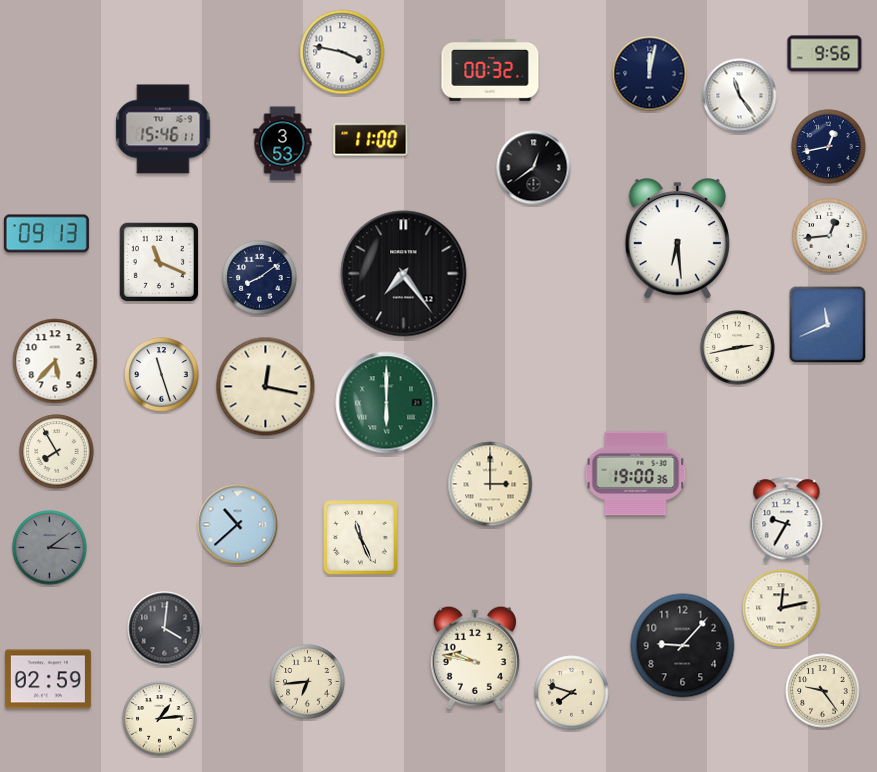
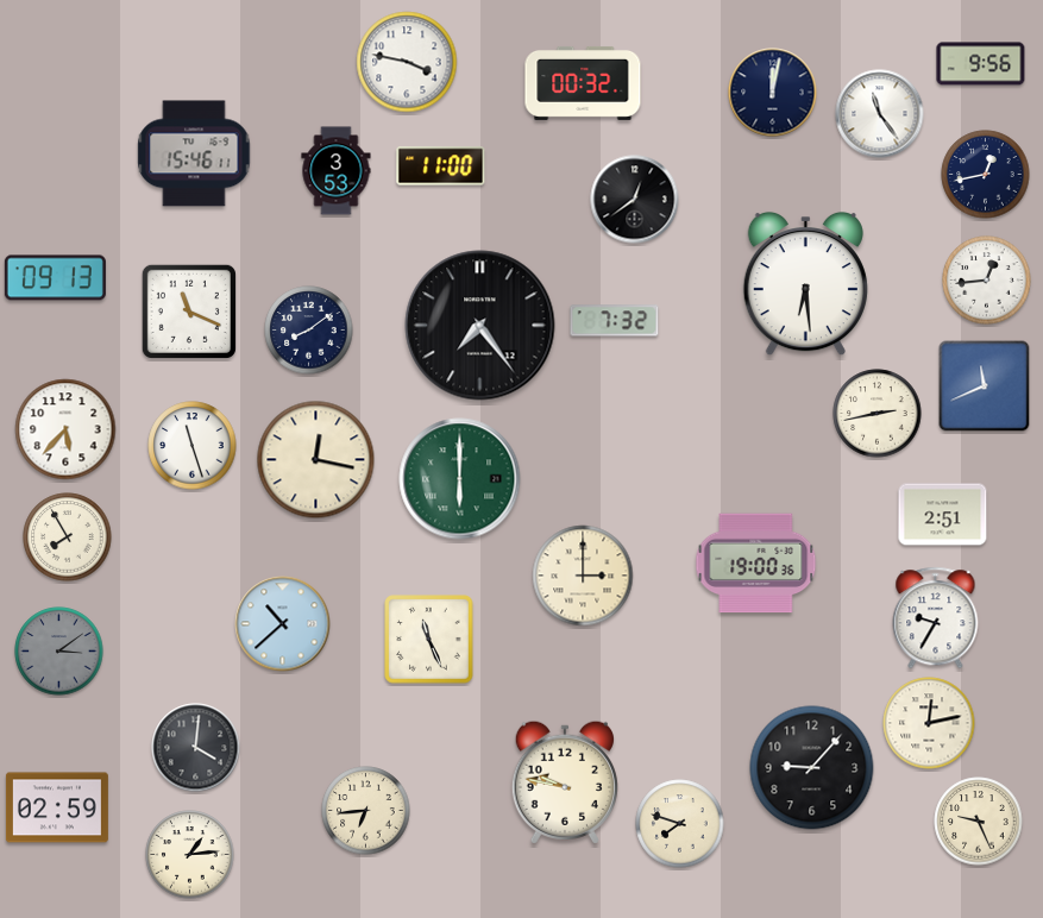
clock at (650, 74) position: (650, 74) -> (773, 93)
clock at (615, 321): none -> 7:32
clock at (943, 515): none -> 2:51
clock at (823, 691): 9:24 -> 9:26
